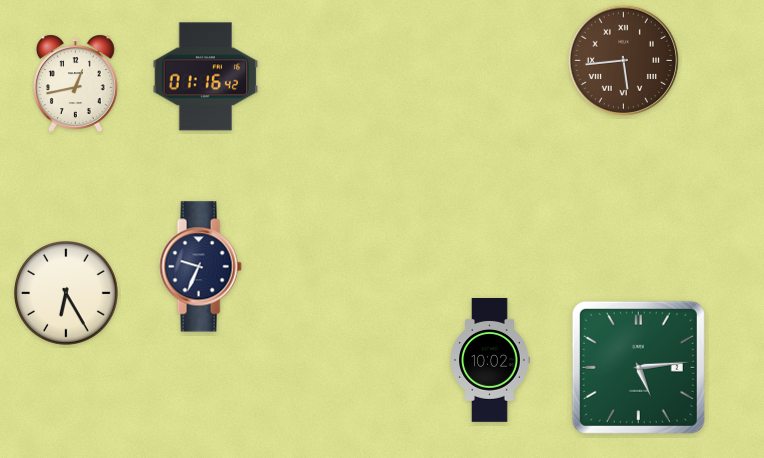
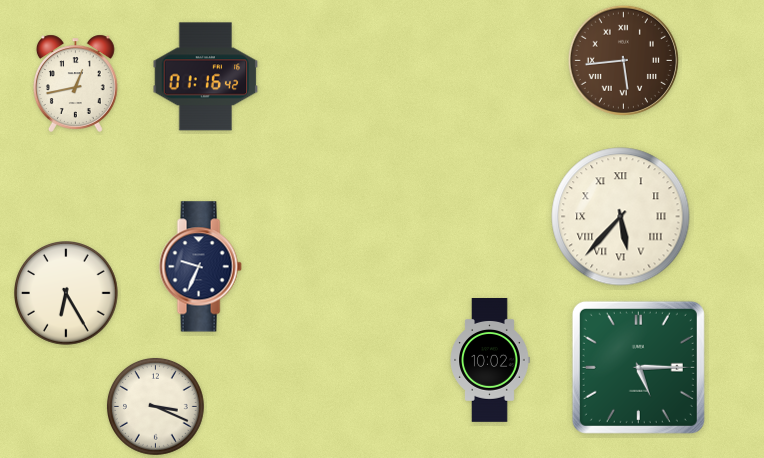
clock at (621, 217): none -> 5:37
clock at (638, 367): 5:14 -> 5:15
clock at (156, 407): none -> 3:19
